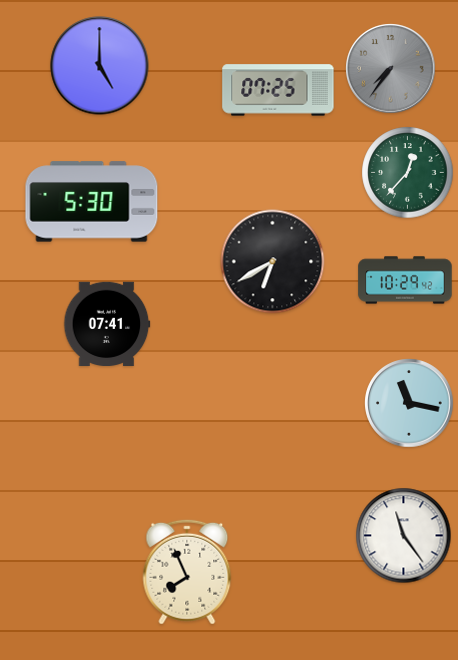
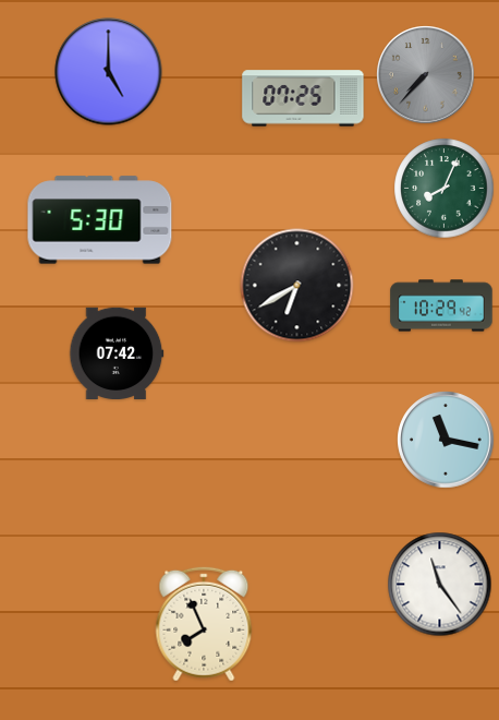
clock at (391, 69): 7:36 -> 7:37
clock at (408, 173): 12:37 -> 8:04
clock at (107, 323): 07:41 -> 07:42
